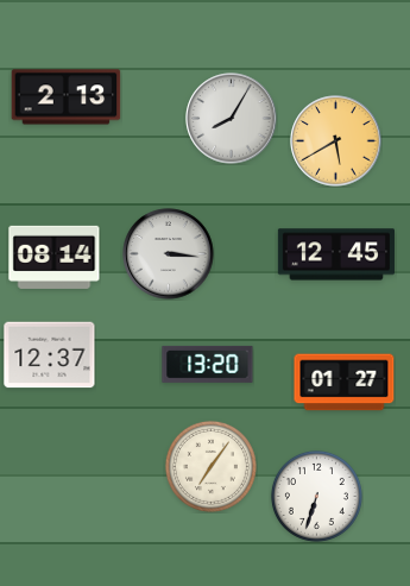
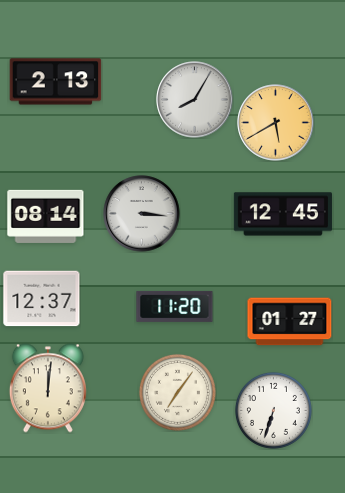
clock at (336, 141) position: (336, 141) -> (276, 123)
clock at (208, 364): 13:20 -> 11:20
clock at (48, 388): none -> 12:01
clock at (316, 496) position: (316, 496) -> (273, 410)
